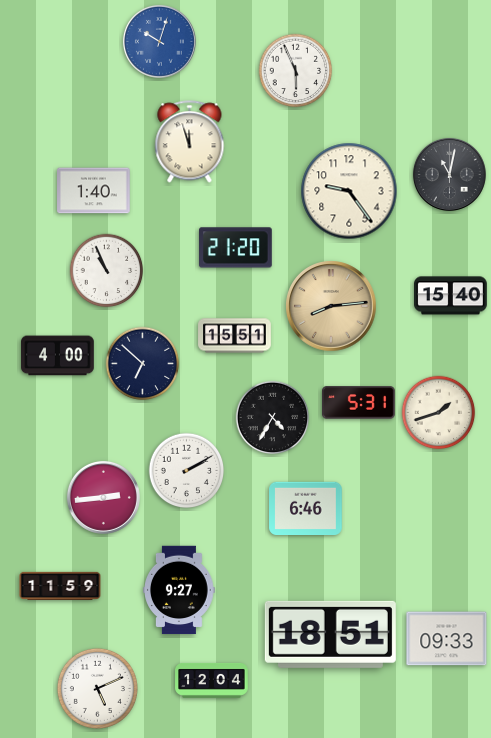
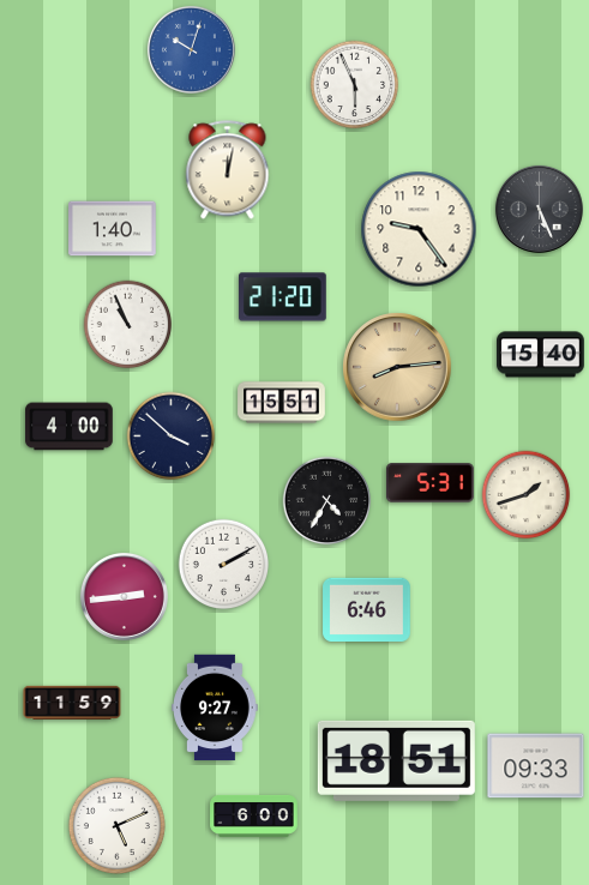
clock at (190, 142): 11:57 -> 12:02
clock at (449, 174): 11:02 -> 5:26
clock at (143, 364): 6:52 -> 3:52
clock at (212, 680): 12:04 -> 6:00
